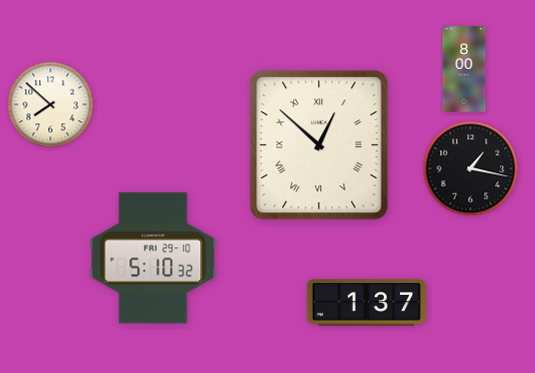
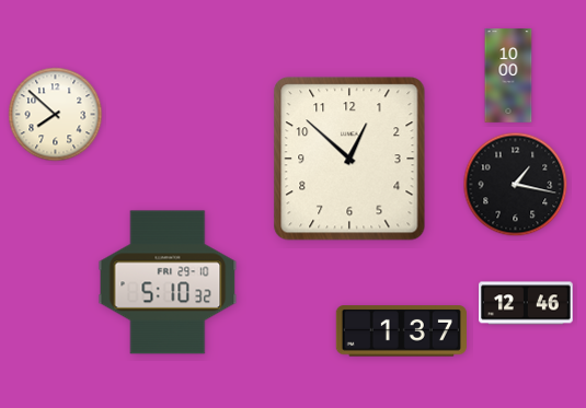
clock at (464, 69): 8:00 -> 10:00
clock at (319, 145) numerals: Roman -> Arabic
clock at (526, 303): none -> 12:46
